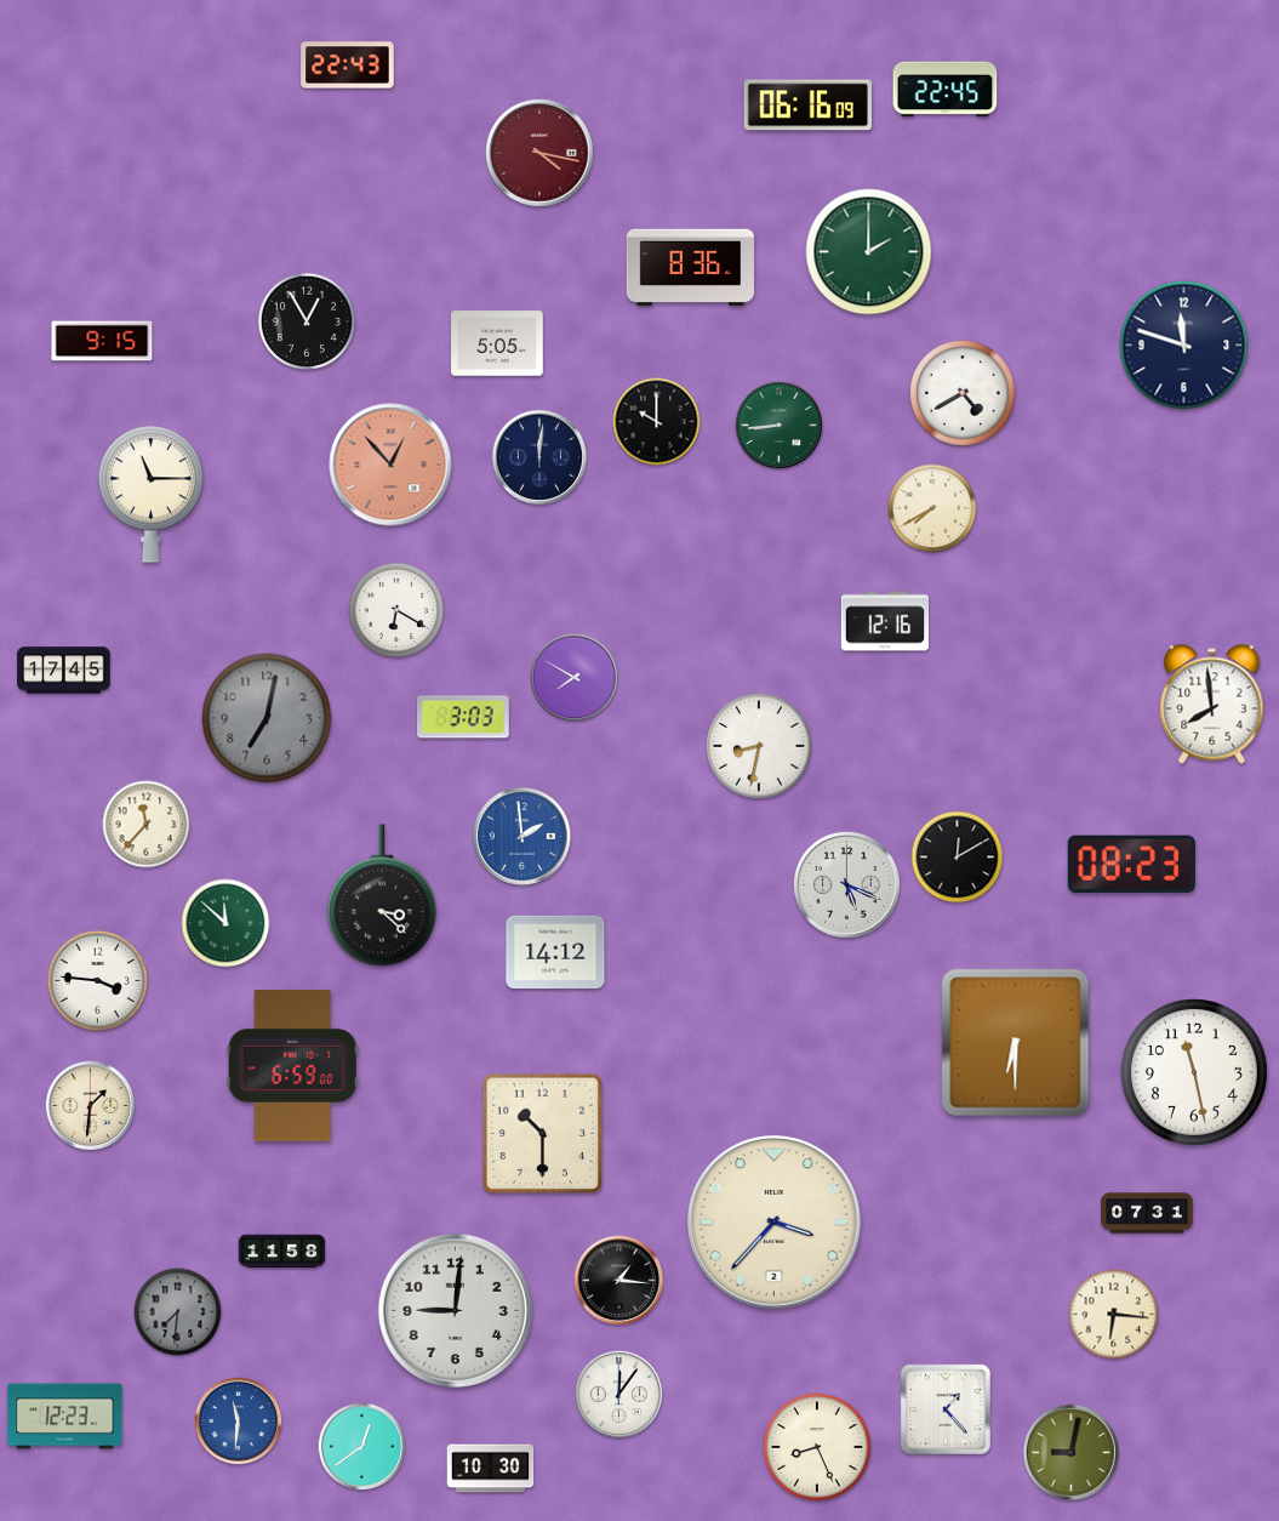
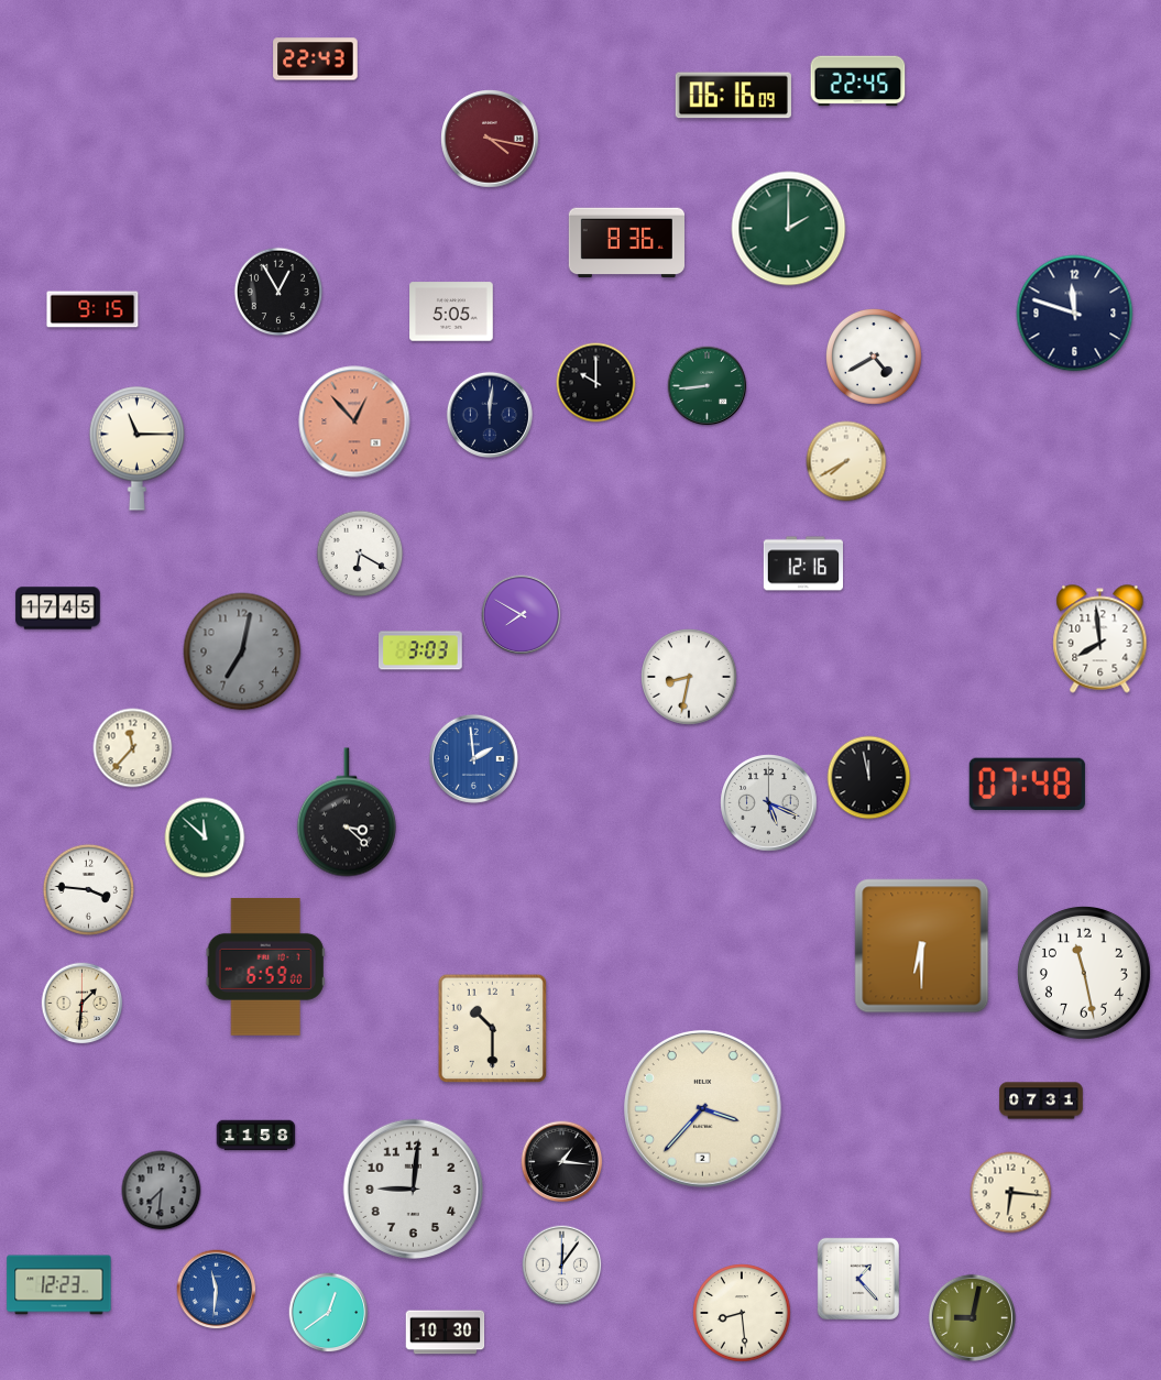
clock at (958, 858): 12:10 -> 11:58
clock at (1131, 865): 08:23 -> 07:48
clock at (555, 951): 14:12 -> none
clock at (817, 1447): 8:26 -> 8:29
